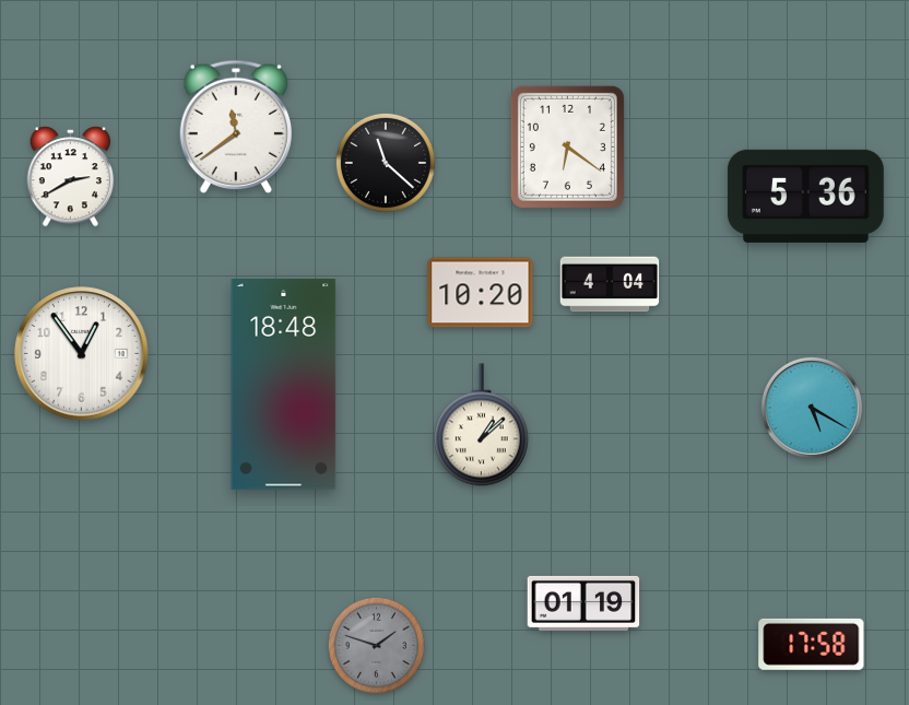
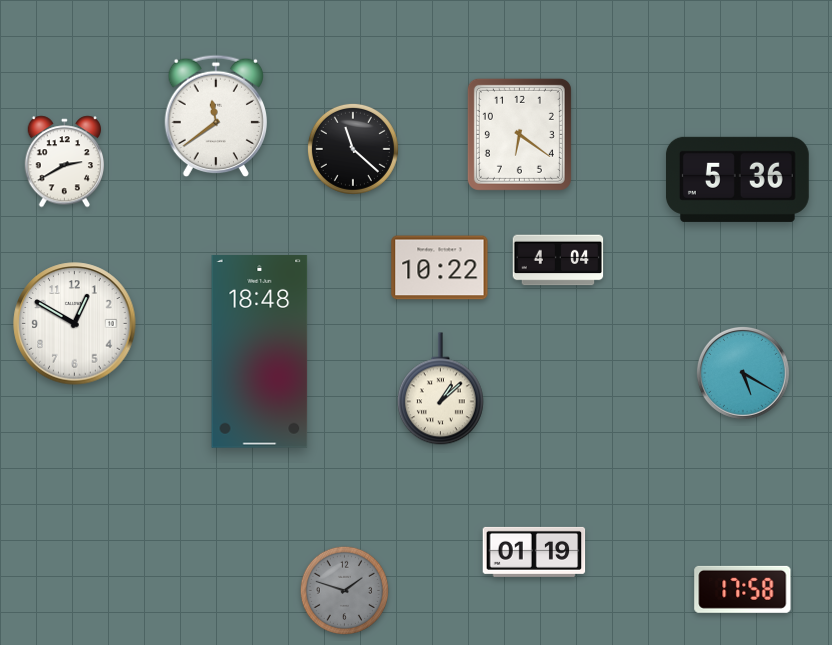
clock at (481, 293): 10:20 -> 10:22
clock at (82, 354): 12:54 -> 12:50
